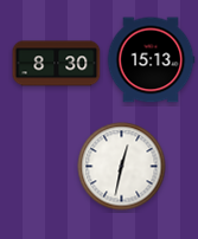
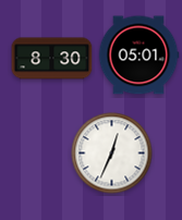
clock at (151, 60): 15:13 -> 05:01
clock at (122, 167): 12:32 -> 12:34
